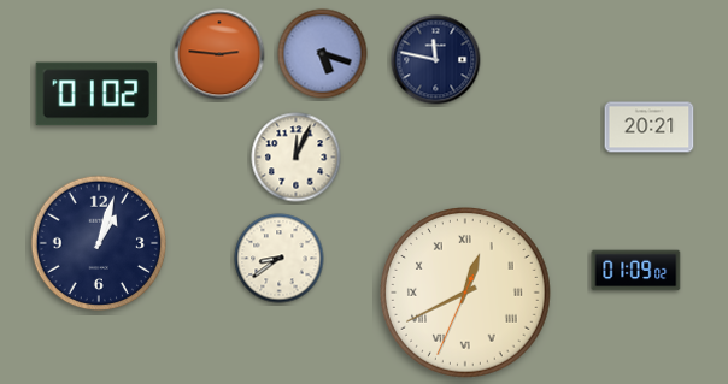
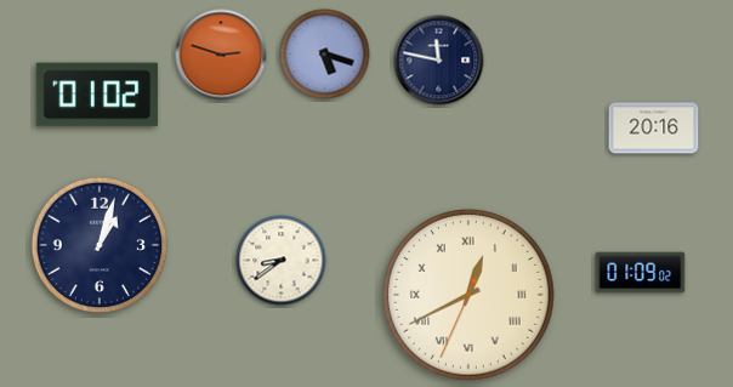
clock at (219, 54): 2:46 -> 2:48
clock at (650, 128): 20:21 -> 20:16
clock at (297, 158): 12:04 -> none
